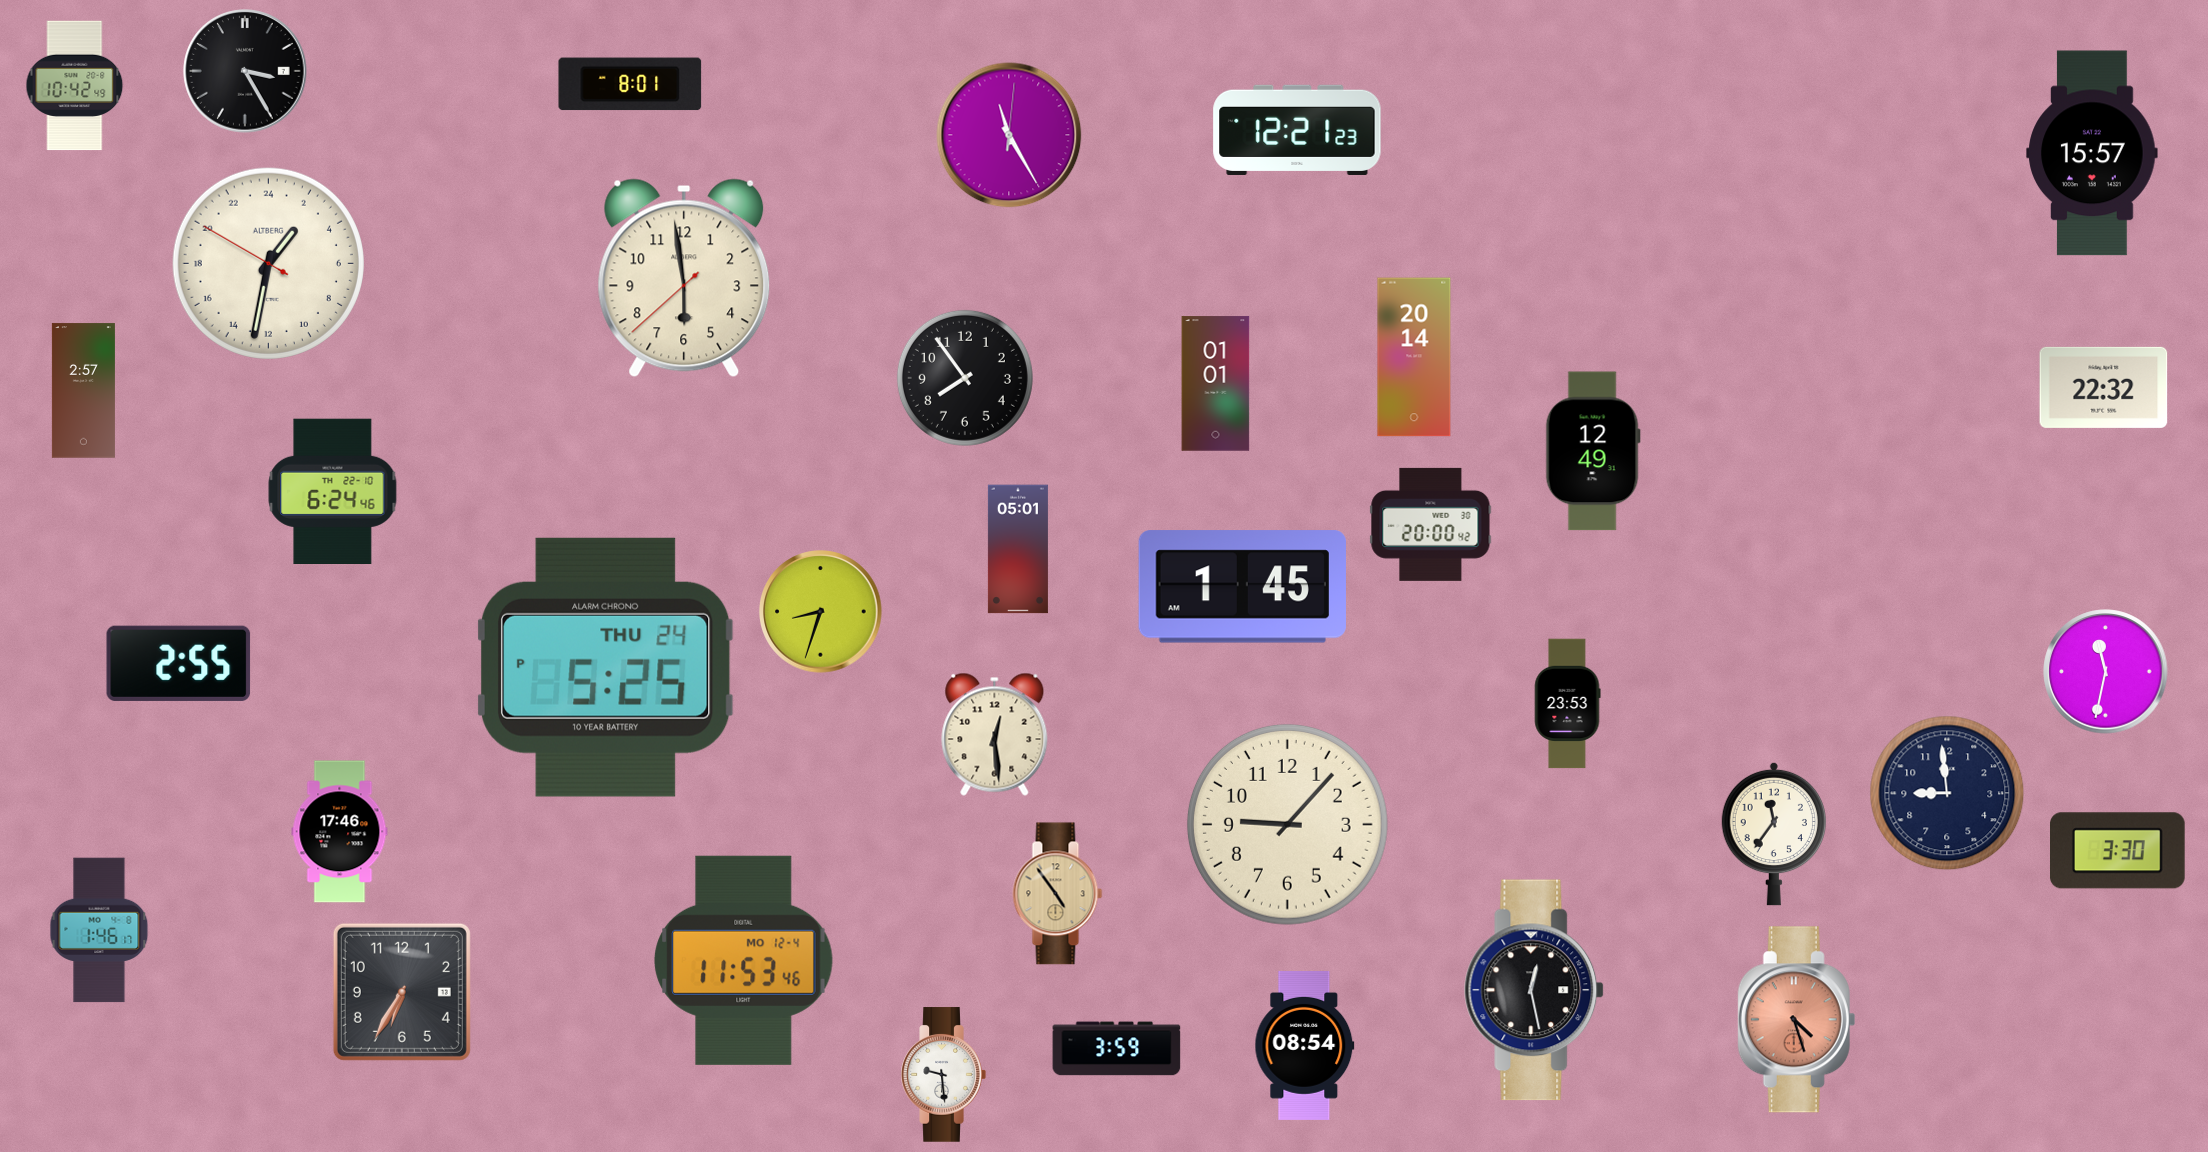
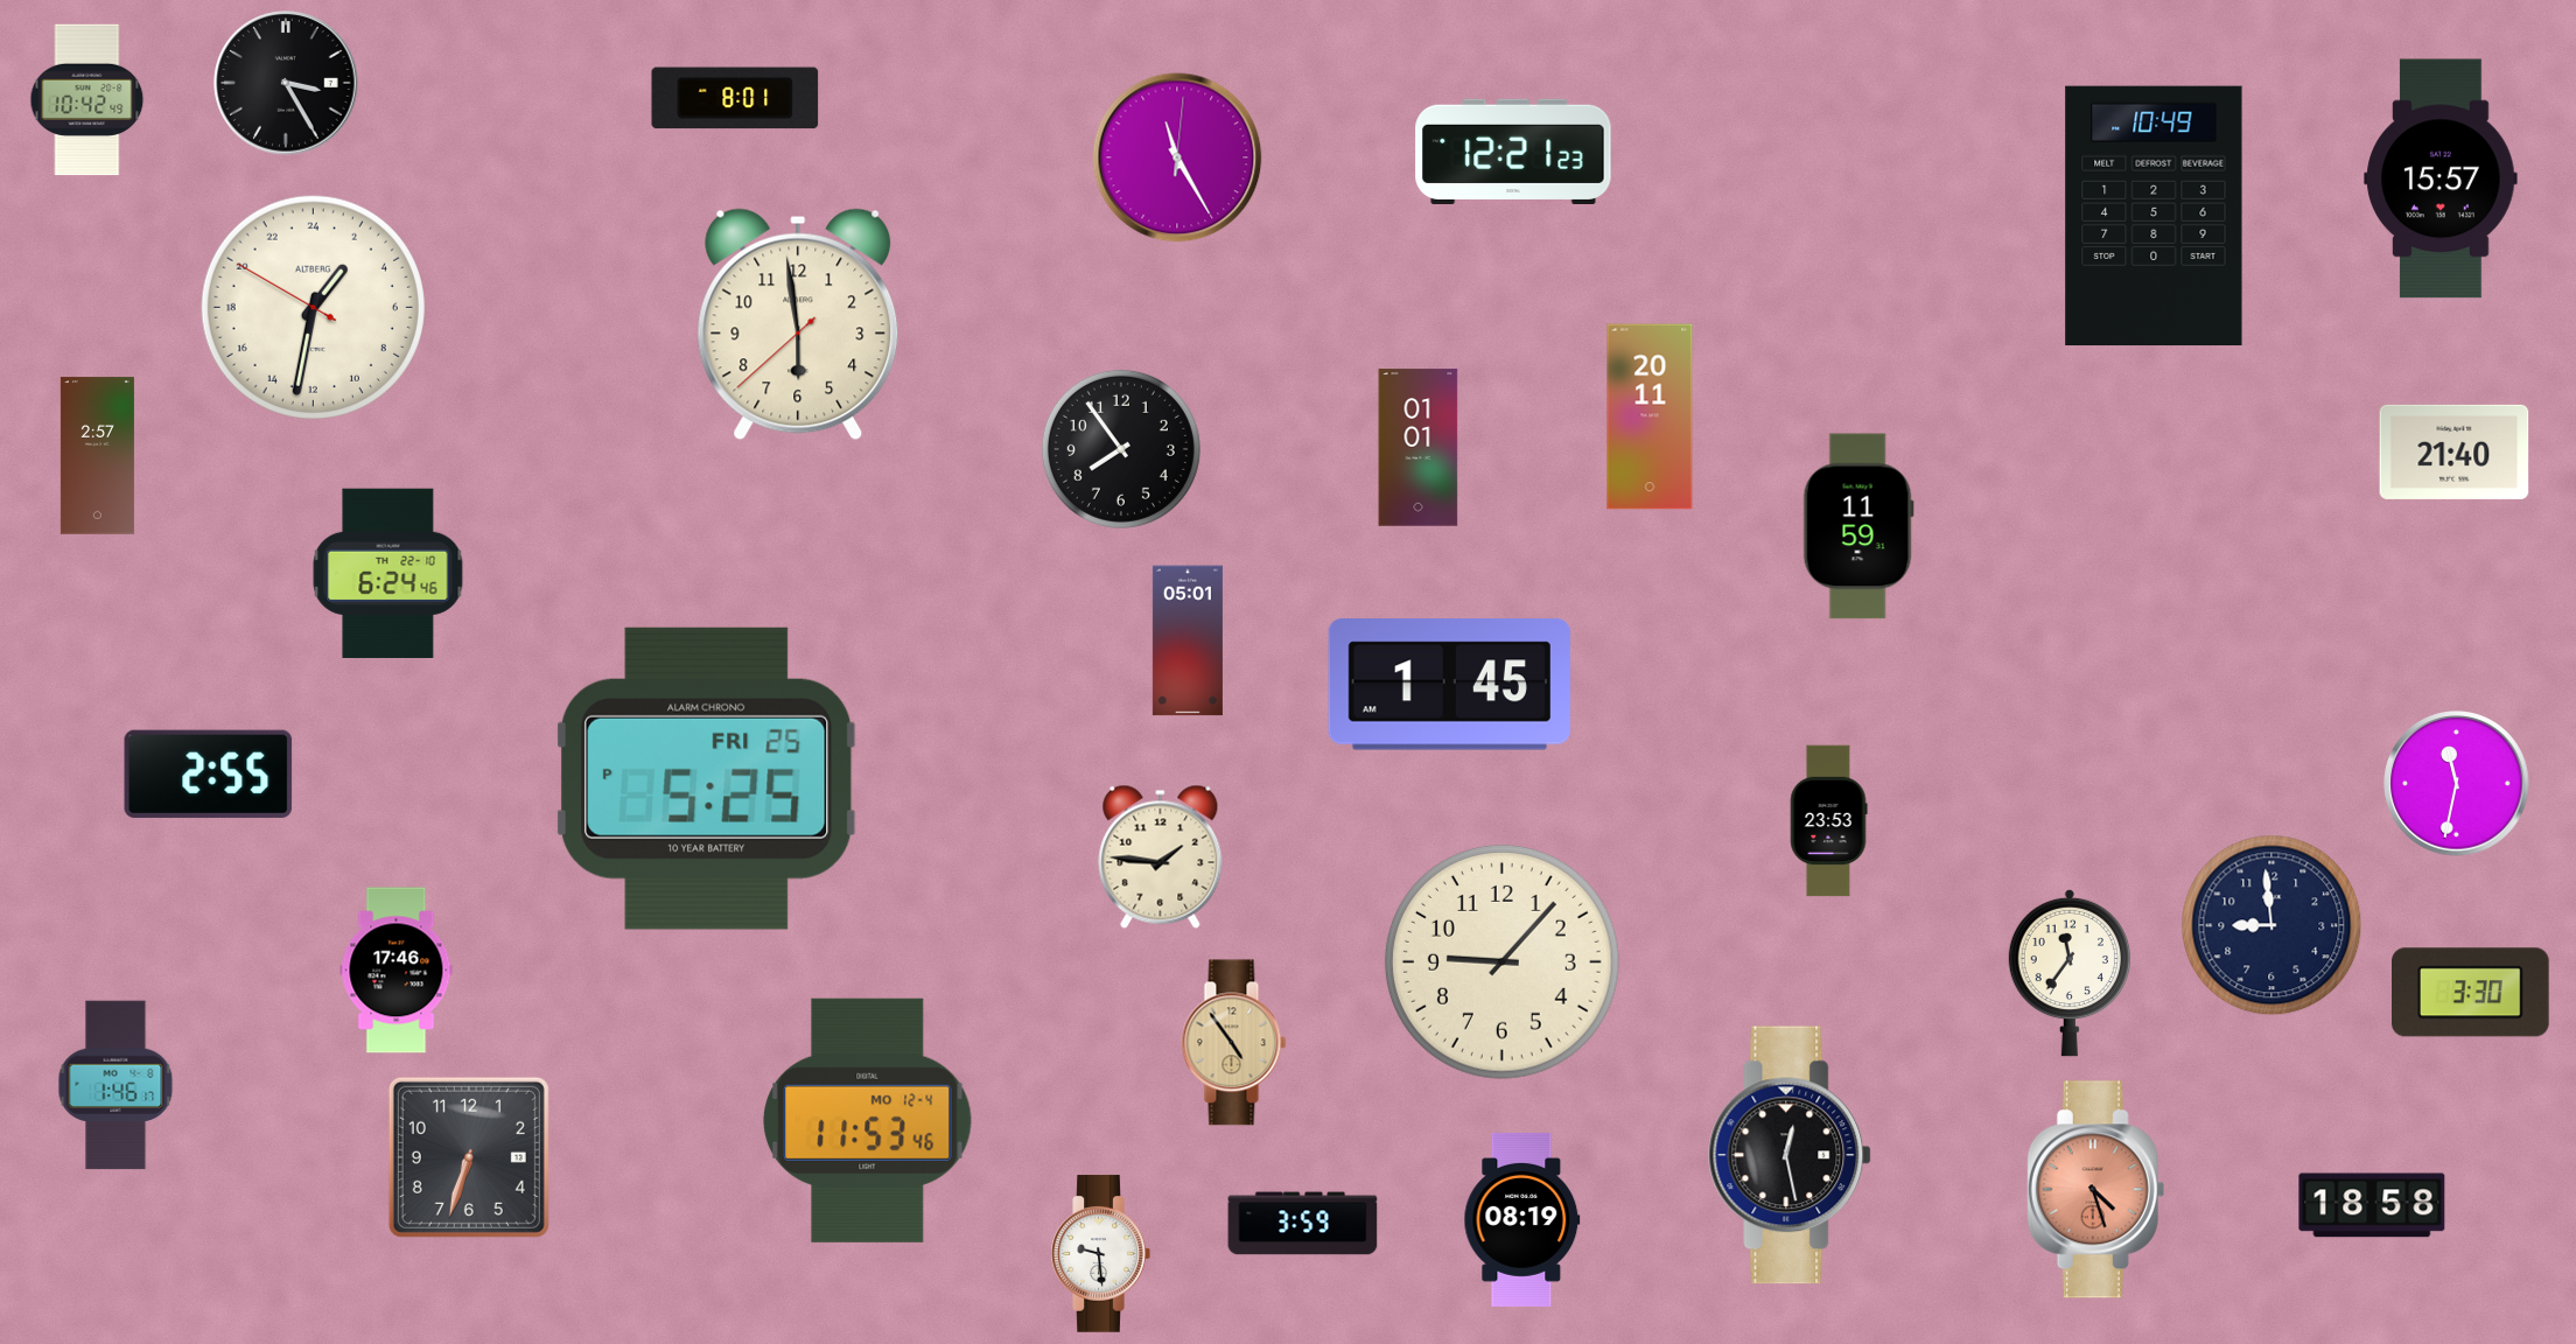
clock at (2154, 216): none -> 10:49
clock at (1414, 357): 20:14 -> 20:11
clock at (965, 378) position: (965, 378) -> (1121, 449)
clock at (2104, 387): 22:32 -> 21:40
clock at (1593, 451): 12:49 -> 11:59
clock at (1431, 524): 20:00 -> none
clock at (821, 612): 8:33 -> none
clock at (606, 667) date: THU 24 -> FRI 25
clock at (995, 734): 12:29 -> 1:46
clock at (402, 992): 6:35 -> 6:33
clock at (2372, 1205): none -> 18:58
clock at (1305, 1045): 08:54 -> 08:19
